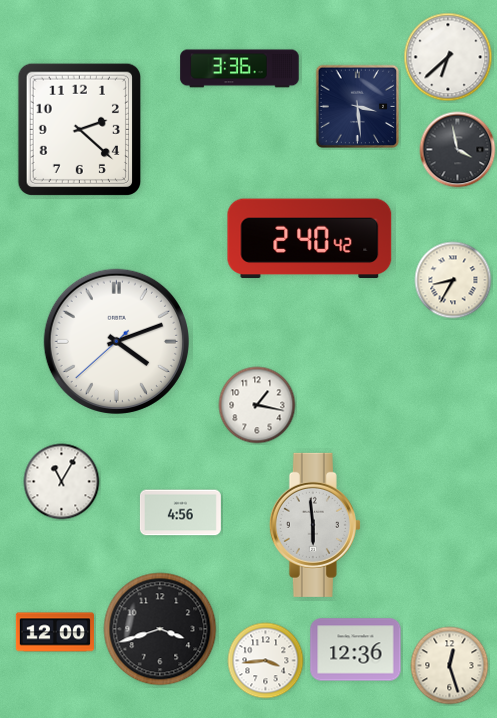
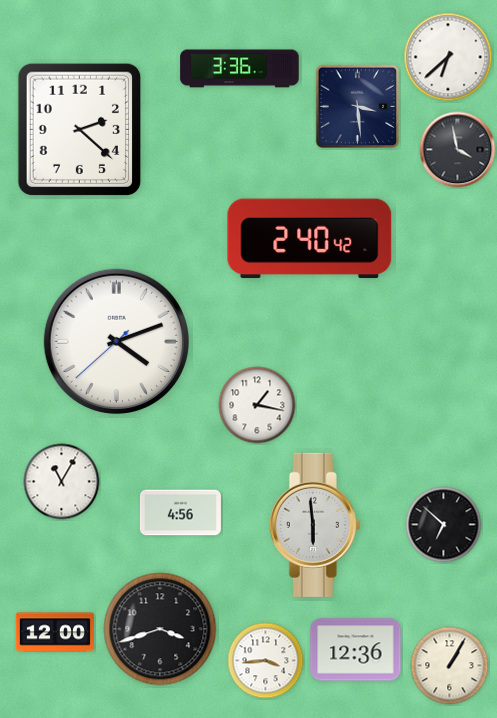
clock at (453, 280): 8:35 -> none
clock at (444, 525): none -> 6:52
clock at (450, 666): 12:27 -> 1:05
